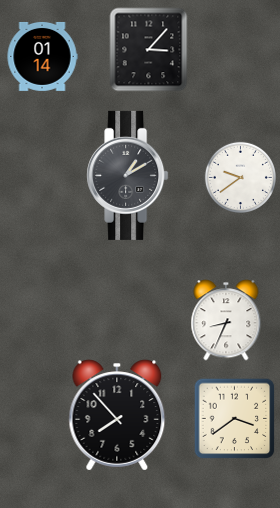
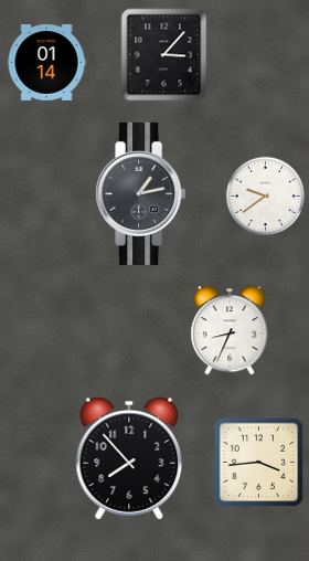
clock at (128, 175): 1:10 -> 1:13
clock at (226, 320) position: (226, 320) -> (230, 330)
clock at (235, 419): 3:39 -> 3:44
